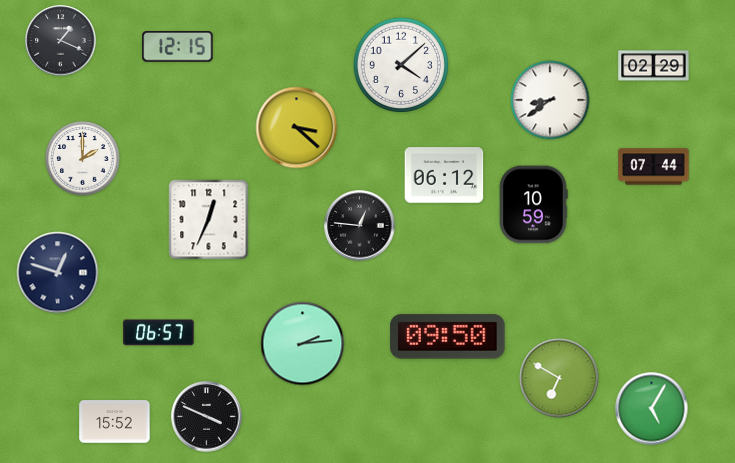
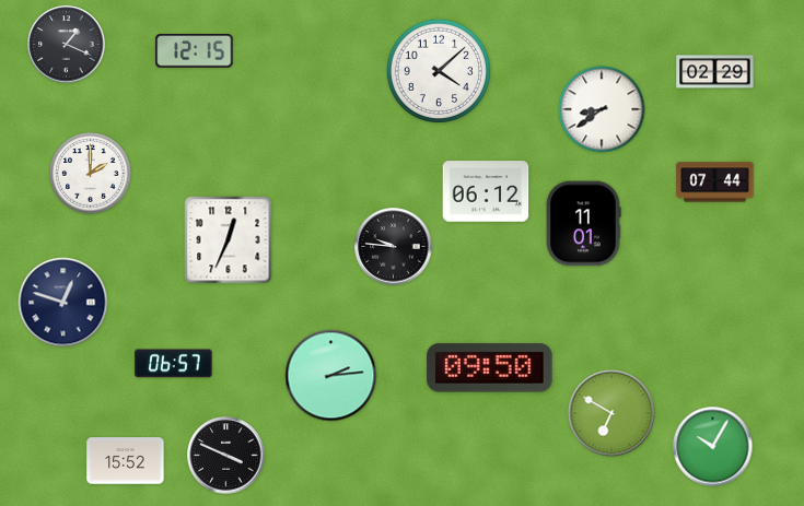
clock at (297, 128): 3:22 -> none
clock at (533, 205): 10:59 -> 11:01
clock at (360, 226): 12:46 -> 9:46
clock at (58, 273) position: (58, 273) -> (63, 303)
clock at (652, 409): 5:05 -> 10:05
